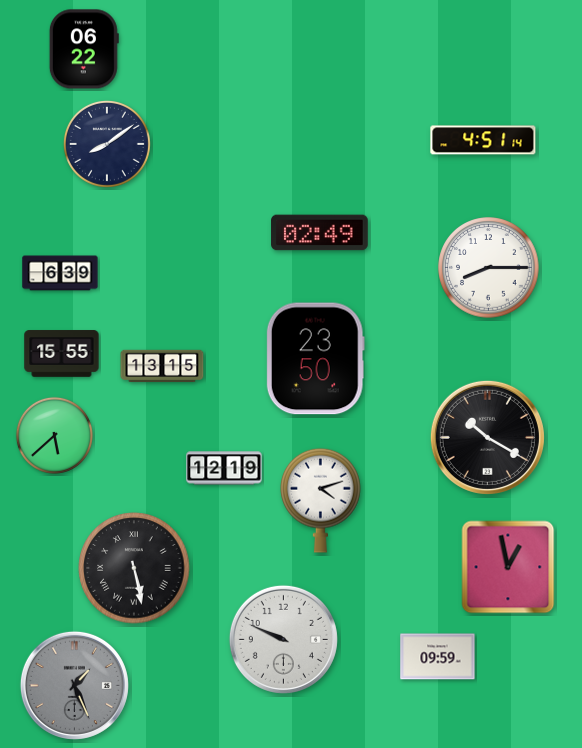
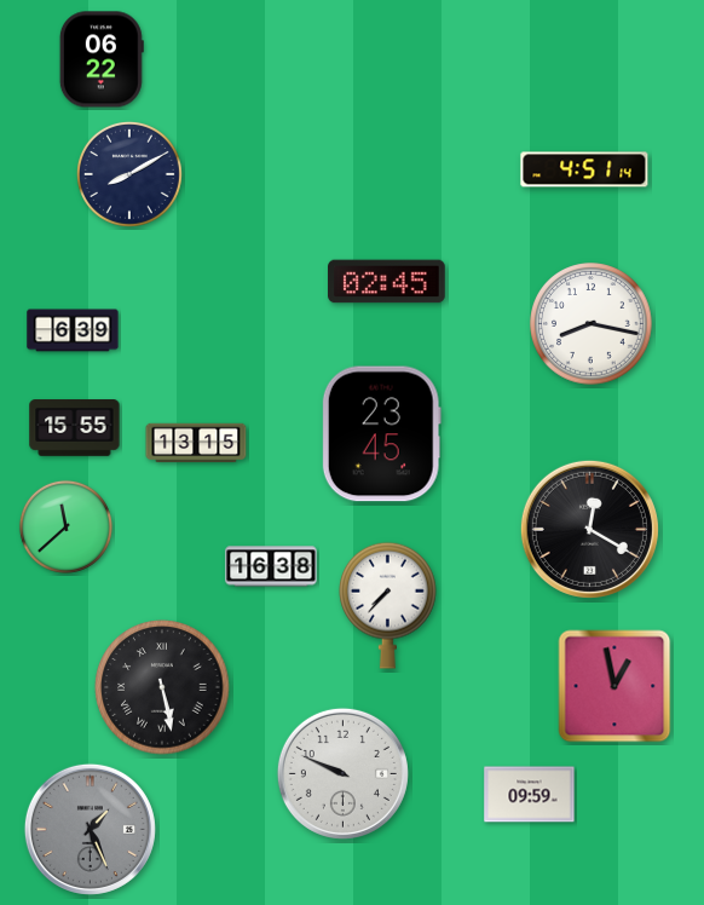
clock at (107, 144): 8:09 -> 8:10
clock at (320, 233): 02:49 -> 02:45
clock at (489, 268): 8:15 -> 8:17
clock at (315, 359): 23:50 -> 23:45
clock at (54, 435): 5:38 -> 11:38
clock at (487, 437): 10:20 -> 12:20
clock at (224, 468): 12:19 -> 16:38
clock at (321, 500): 4:12 -> 7:37
